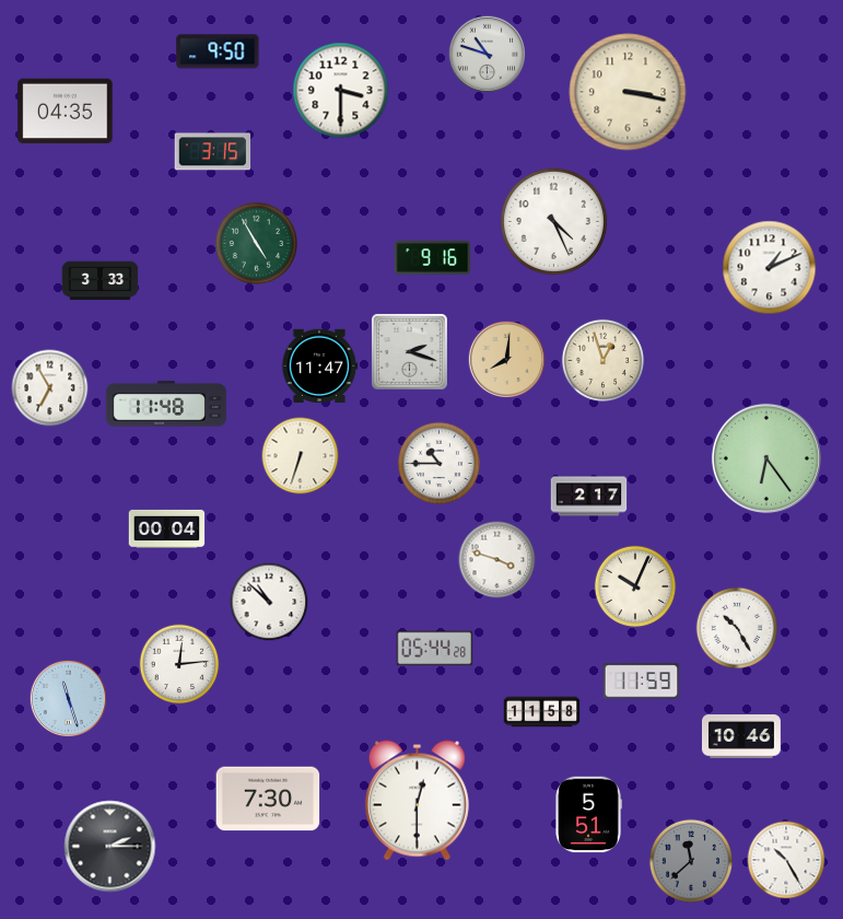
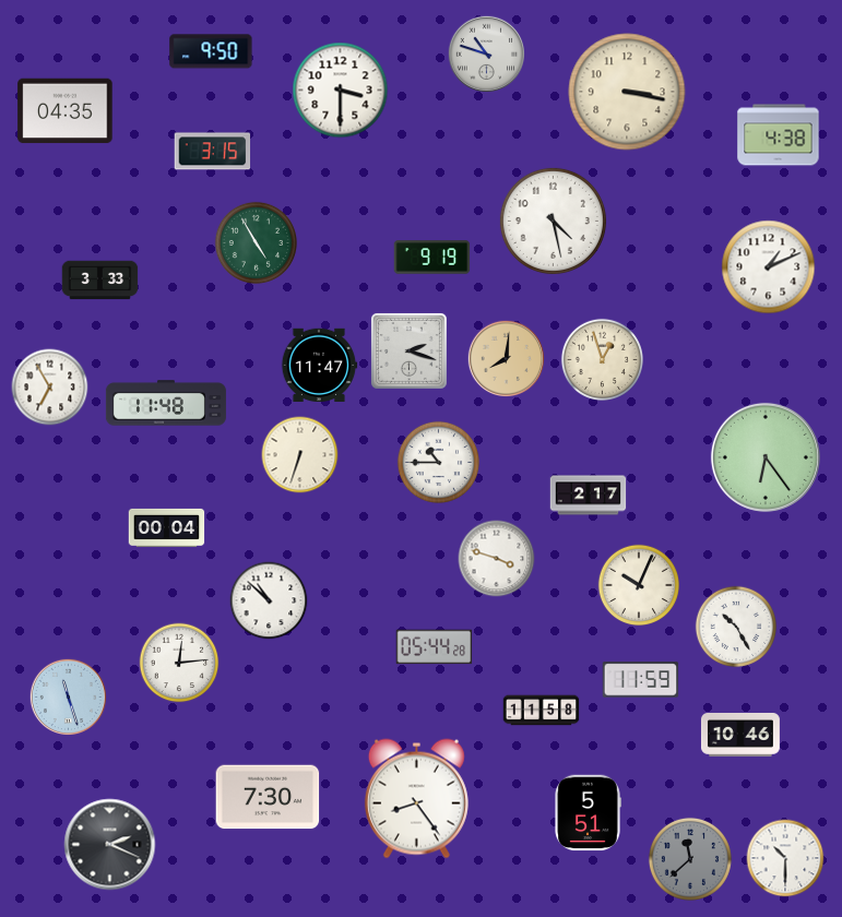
clock at (218, 51) position: (218, 51) -> (211, 51)
clock at (779, 135): none -> 4:38
clock at (553, 221): 4:26 -> 4:28
clock at (433, 258): 9:16 -> 9:19
clock at (635, 586) position: (635, 586) -> (639, 585)
clock at (417, 801): 12:30 -> 8:24
clock at (110, 847): 2:15 -> 2:19
clock at (786, 860): 10:25 -> 10:30
